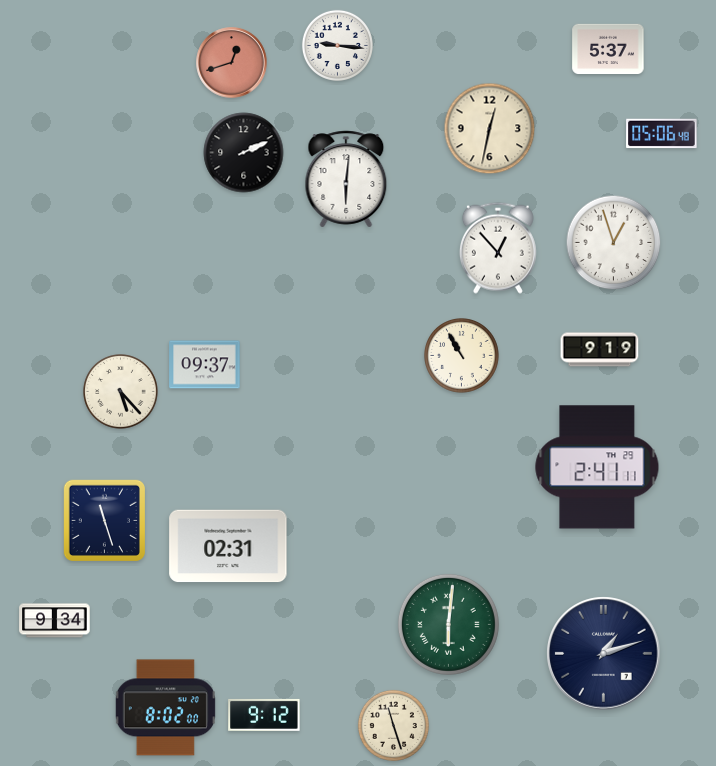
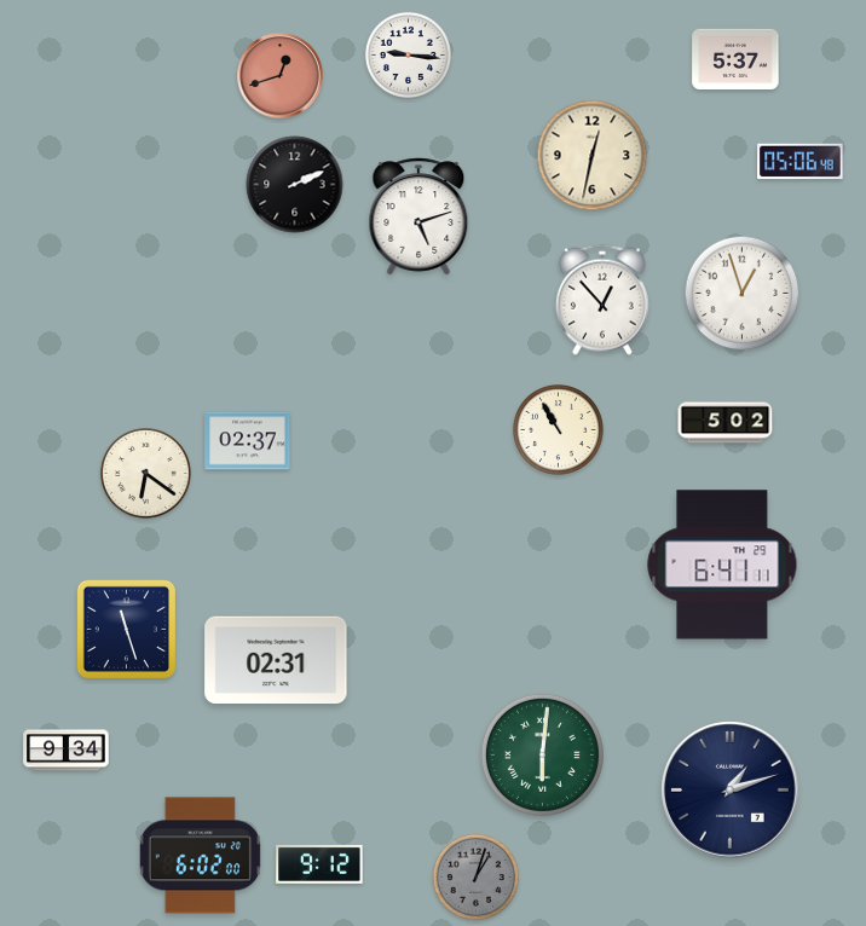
clock at (346, 179): 6:01 -> 5:12
clock at (600, 350): 9:19 -> 5:02
clock at (205, 365): 09:37 -> 02:37
clock at (121, 392): 5:23 -> 6:21
clock at (597, 467): 2:41 -> 6:41
clock at (165, 708): 8:02 -> 6:02
clock at (393, 725): 11:27 -> 1:03
clock at (393, 725) dial: cream -> grey
